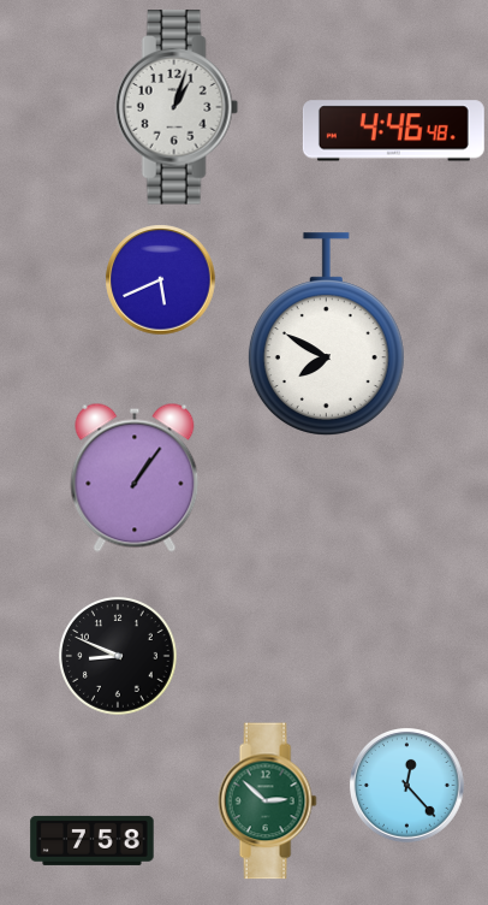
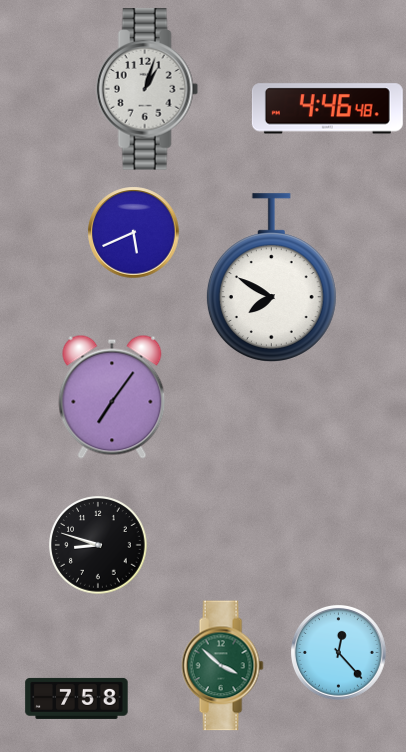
clock at (135, 478): 1:06 -> 7:06
clock at (119, 657): 8:49 -> 8:48
clock at (267, 802): 2:52 -> 3:52
